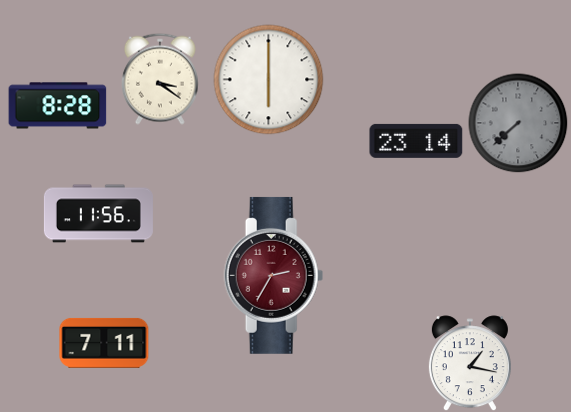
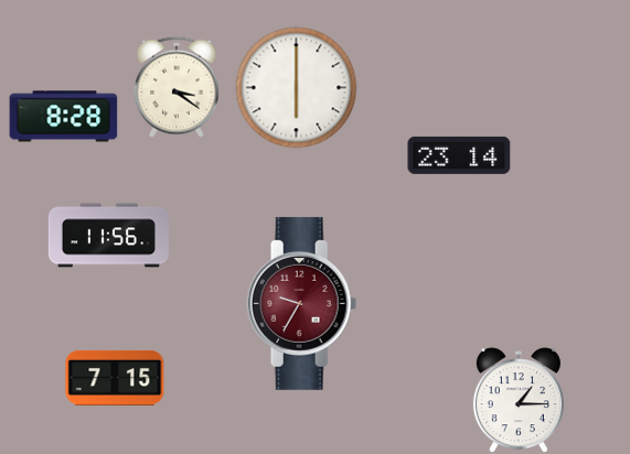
clock at (518, 123): 7:38 -> none
clock at (274, 275): 2:35 -> 9:35
clock at (104, 343): 7:11 -> 7:15
clock at (470, 363): 1:17 -> 1:15
